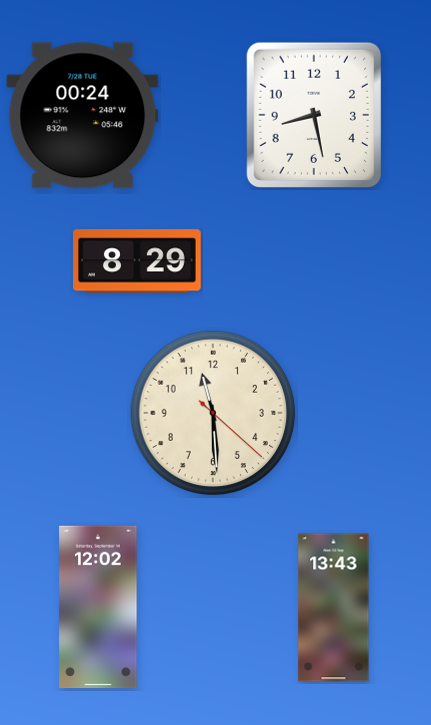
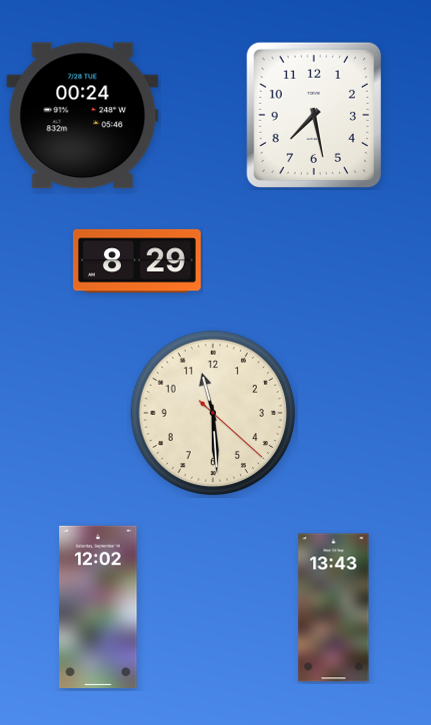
clock at (313, 115): 8:28 -> 7:28
